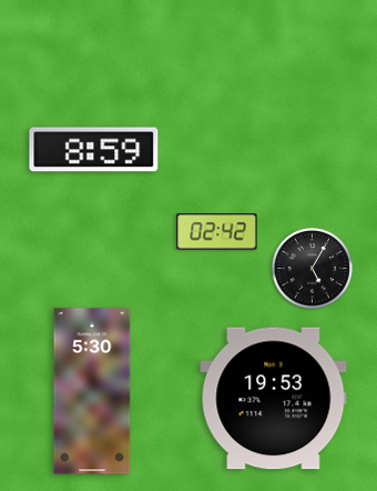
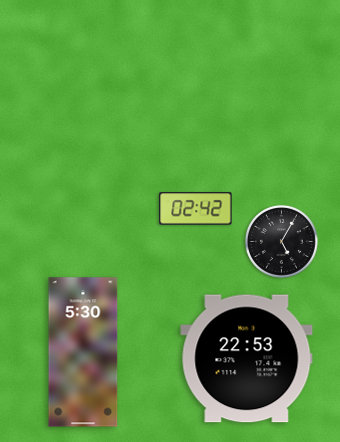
clock at (94, 150): 8:59 -> none
clock at (274, 399): 19:53 -> 22:53
